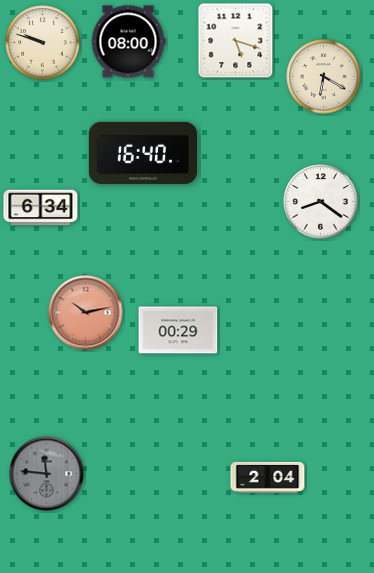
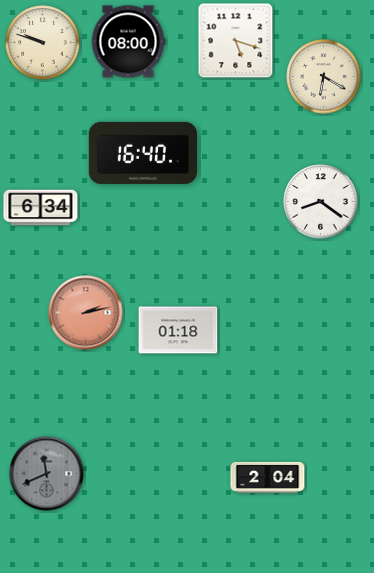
clock at (86, 313): 10:13 -> 2:13
clock at (178, 330): 00:29 -> 01:18
clock at (47, 474): 11:46 -> 11:41
